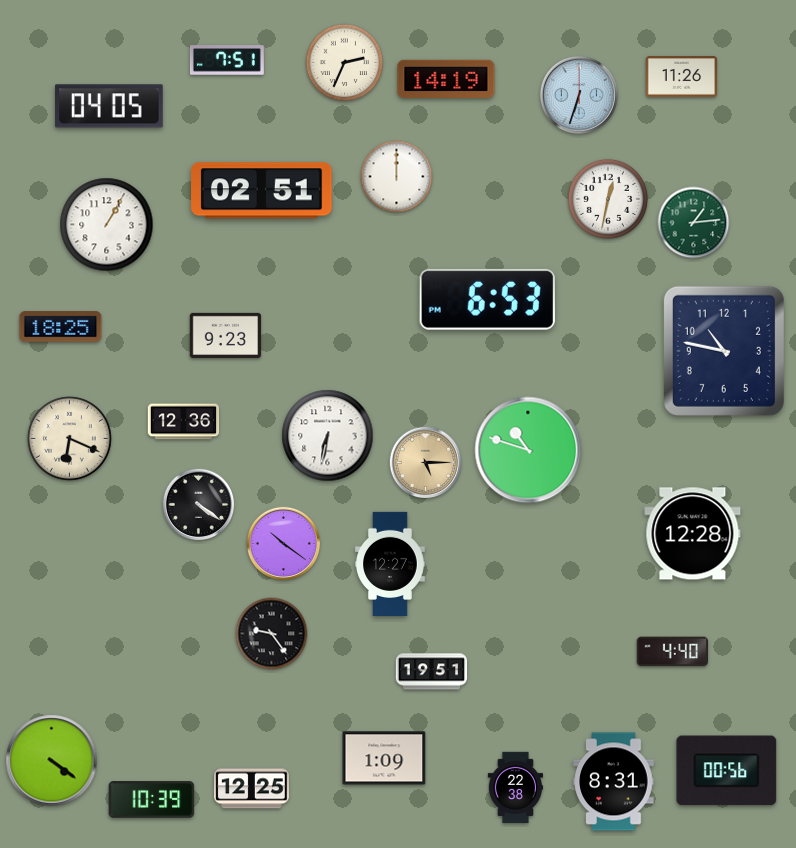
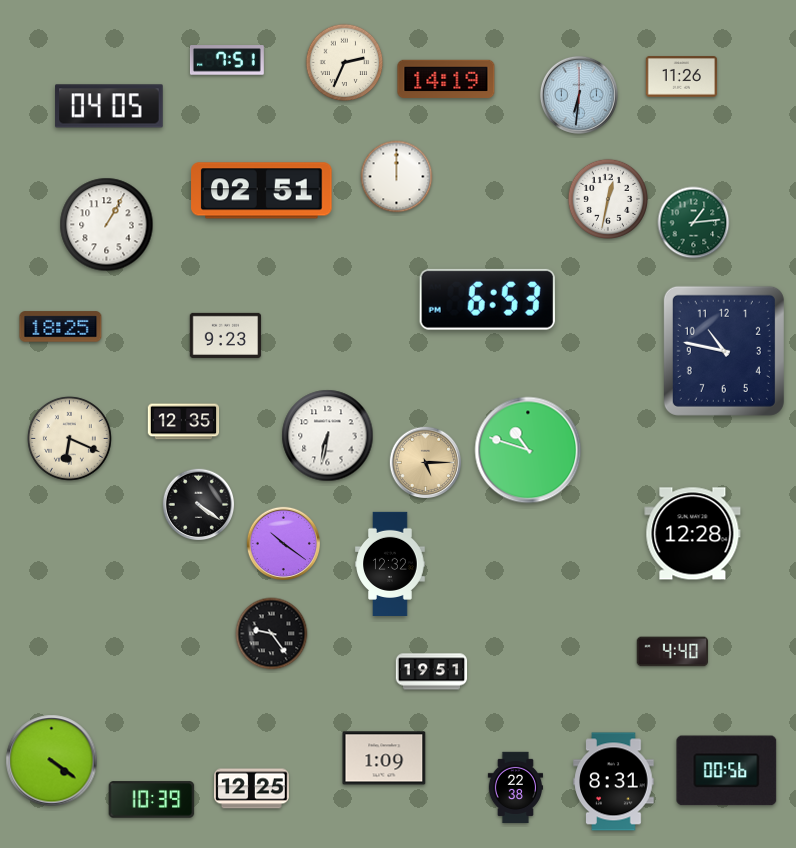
clock at (579, 95): 6:33 -> 6:31
clock at (184, 422): 12:36 -> 12:35
clock at (390, 563): 12:27 -> 12:32
